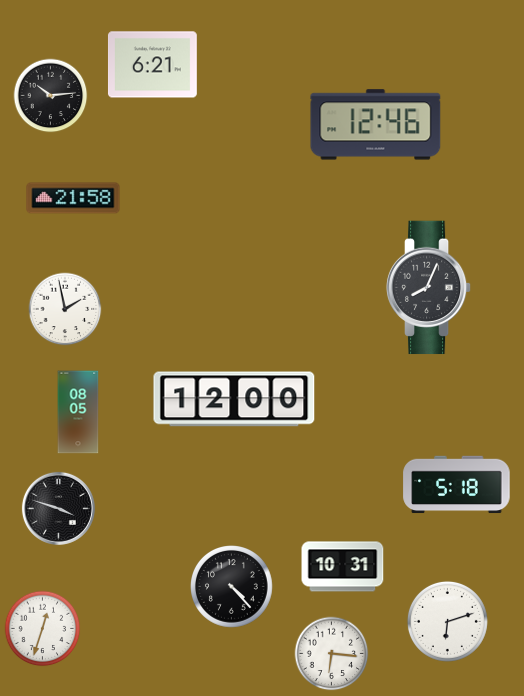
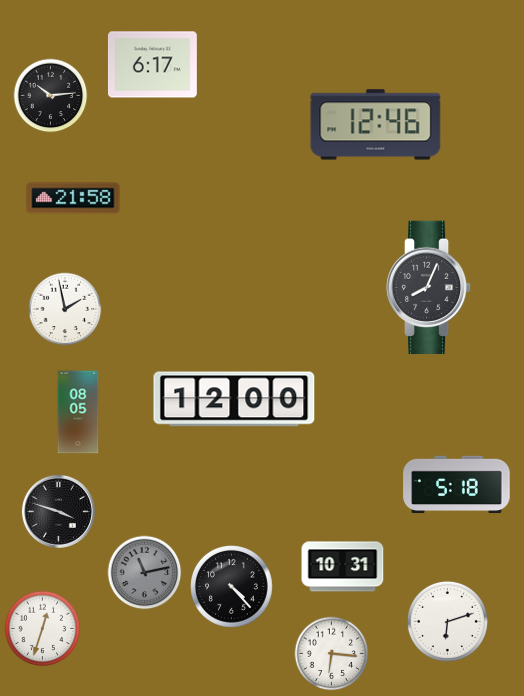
clock at (152, 65): 6:21 -> 6:17
clock at (58, 508) position: (58, 508) -> (58, 511)
clock at (145, 573): none -> 11:13
